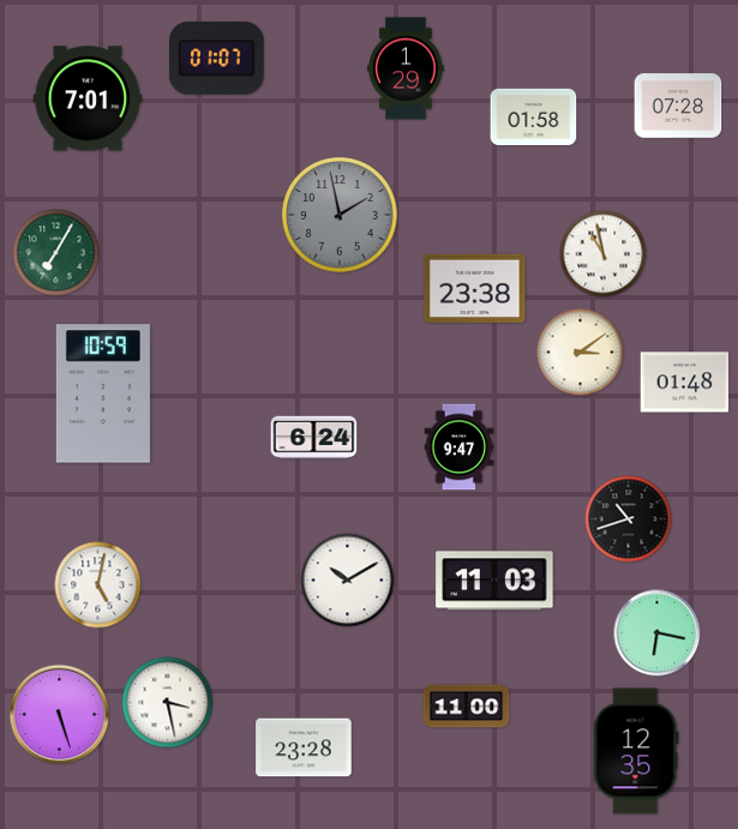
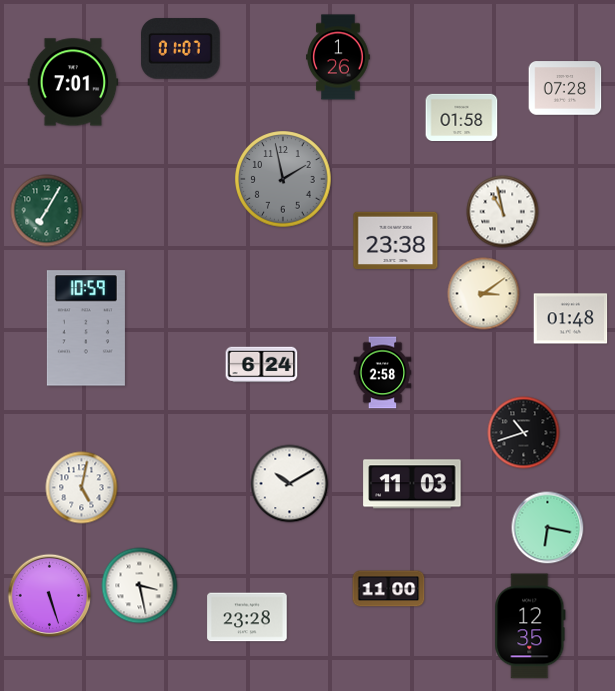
clock at (406, 68): 1:29 -> 1:26
clock at (534, 116) position: (534, 116) -> (462, 117)
clock at (460, 447): 9:47 -> 2:58
clock at (304, 747) position: (304, 747) -> (247, 617)
